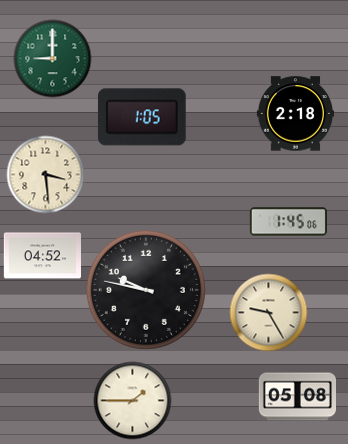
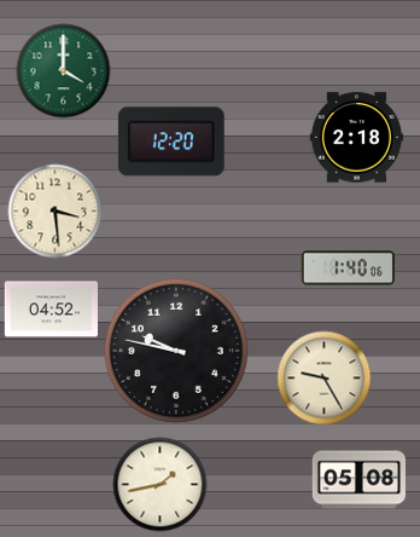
clock at (52, 58): 9:00 -> 4:00
clock at (142, 117): 1:05 -> 12:20
clock at (288, 222): 1:45 -> 1:40
clock at (132, 400): 1:45 -> 1:43
